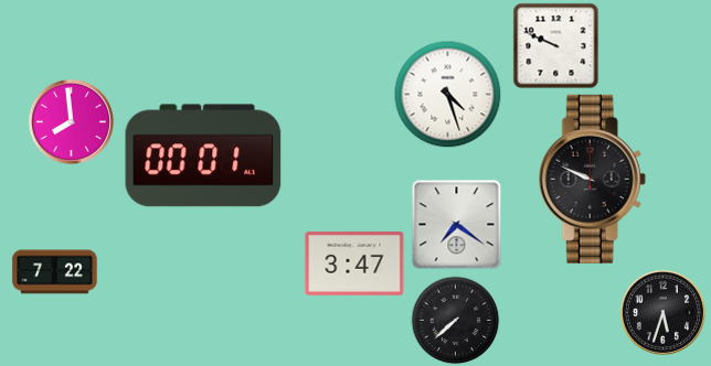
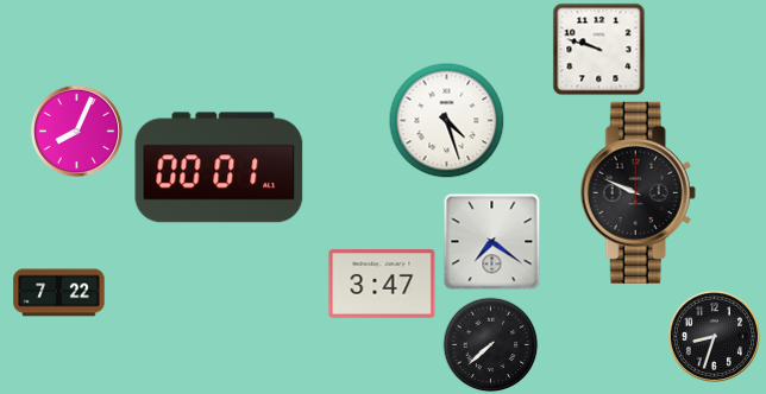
clock at (555, 45): 9:49 -> 9:48
clock at (447, 94) position: (447, 94) -> (446, 120)
clock at (71, 121): 7:59 -> 8:04
clock at (662, 312): 5:33 -> 8:33
